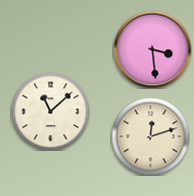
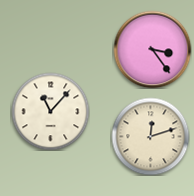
clock at (152, 49): 3:29 -> 3:24
clock at (50, 111): 11:08 -> 11:07
